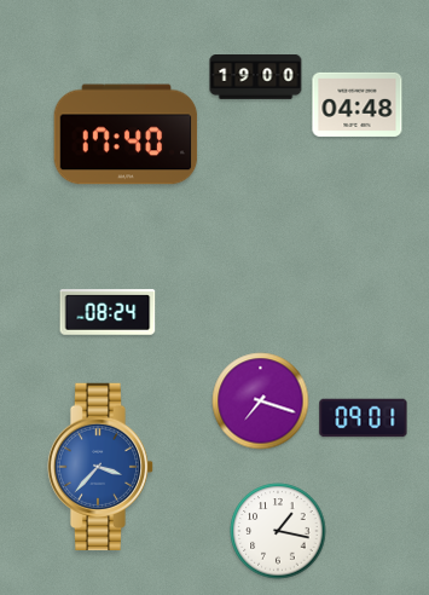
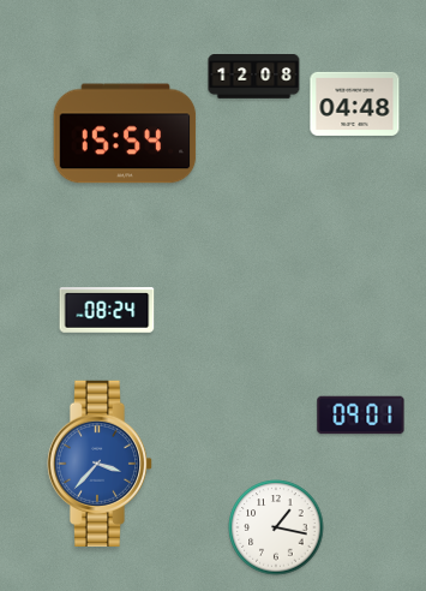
clock at (256, 77): 19:00 -> 12:08
clock at (126, 134): 17:40 -> 15:54
clock at (261, 402): 7:18 -> none
